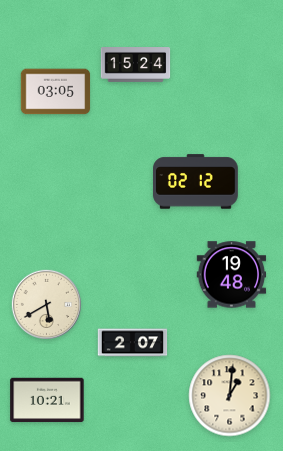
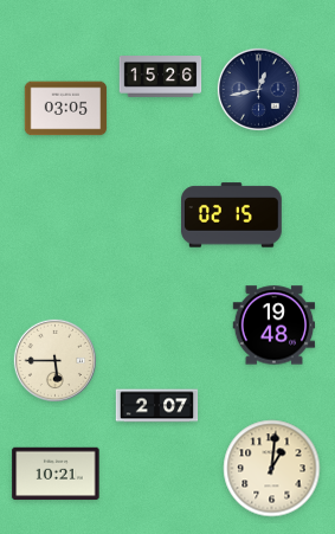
clock at (136, 65): 15:24 -> 15:26
clock at (258, 89): none -> 12:43
clock at (196, 182): 02:12 -> 02:15
clock at (46, 304): 5:40 -> 5:45
